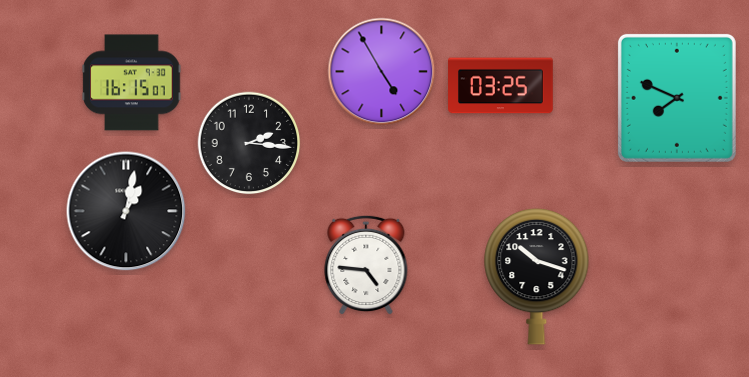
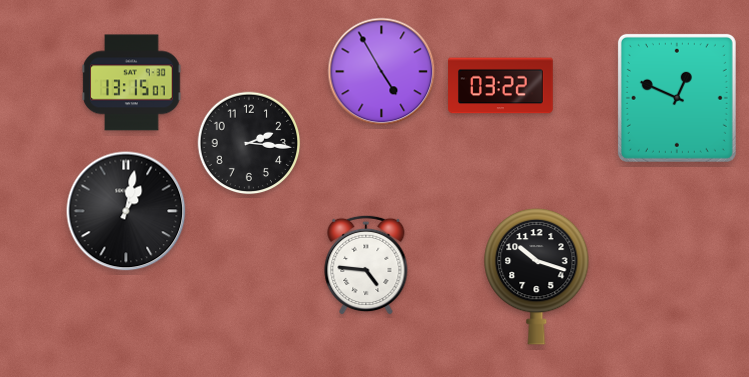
clock at (132, 83): 16:15 -> 13:15
clock at (501, 86): 03:25 -> 03:22
clock at (677, 98): 7:49 -> 12:49
